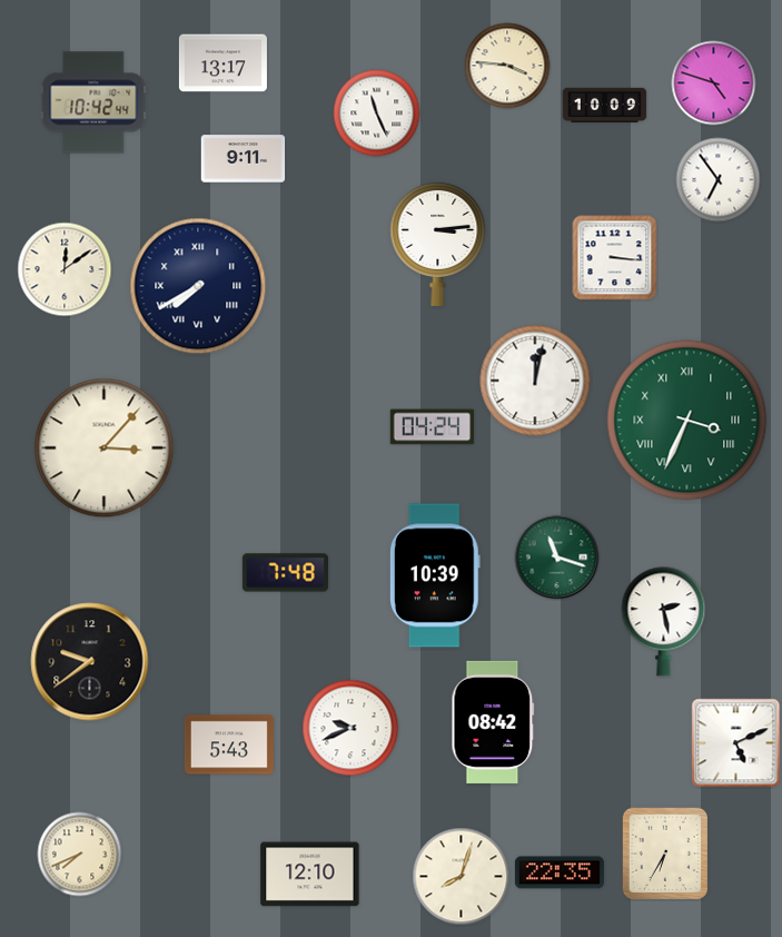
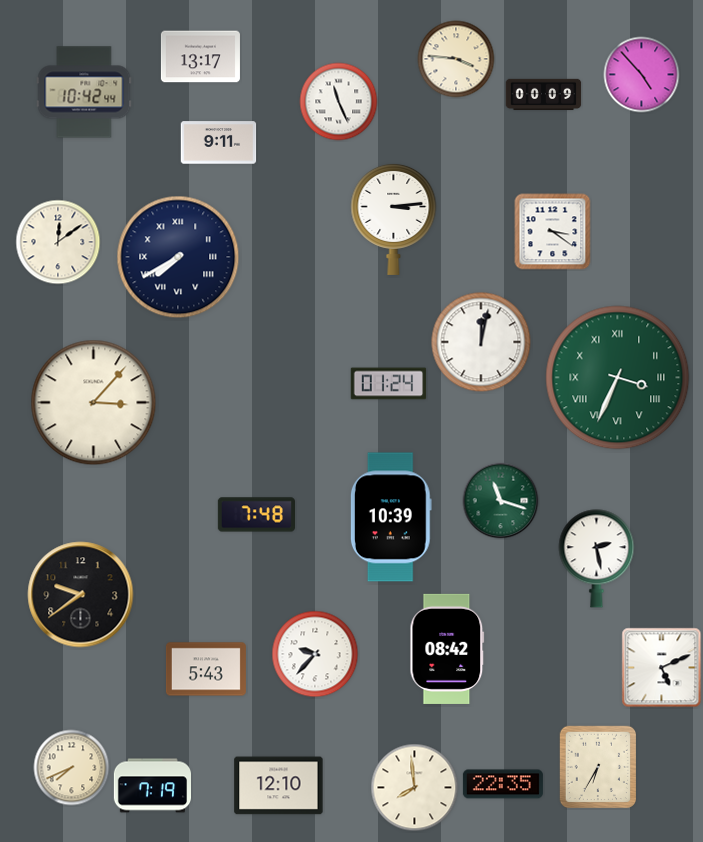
clock at (714, 83): 4:48 -> 4:53
clock at (605, 106): 10:09 -> 00:09
clock at (719, 180): 6:54 -> none
clock at (615, 258): 3:16 -> 3:21
clock at (433, 427): 04:24 -> 01:24
clock at (493, 722) position: (493, 722) -> (447, 649)
clock at (350, 728): 9:41 -> 9:37
clock at (152, 786): none -> 7:19
clock at (462, 877): 8:03 -> 7:59
